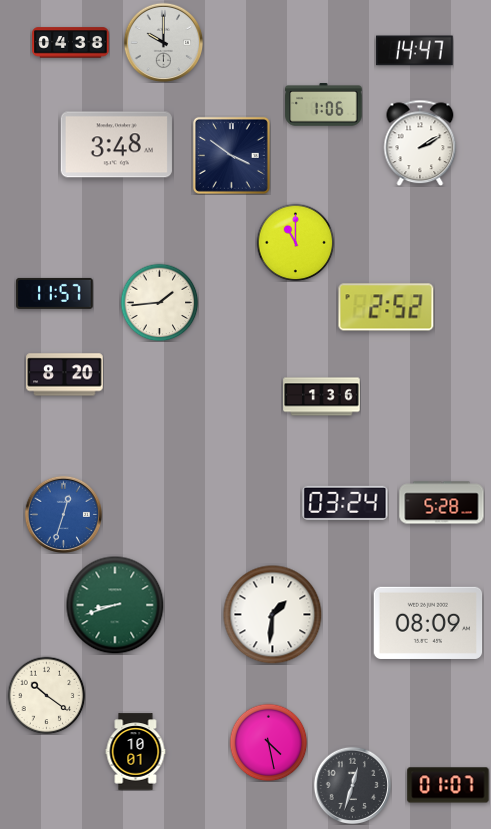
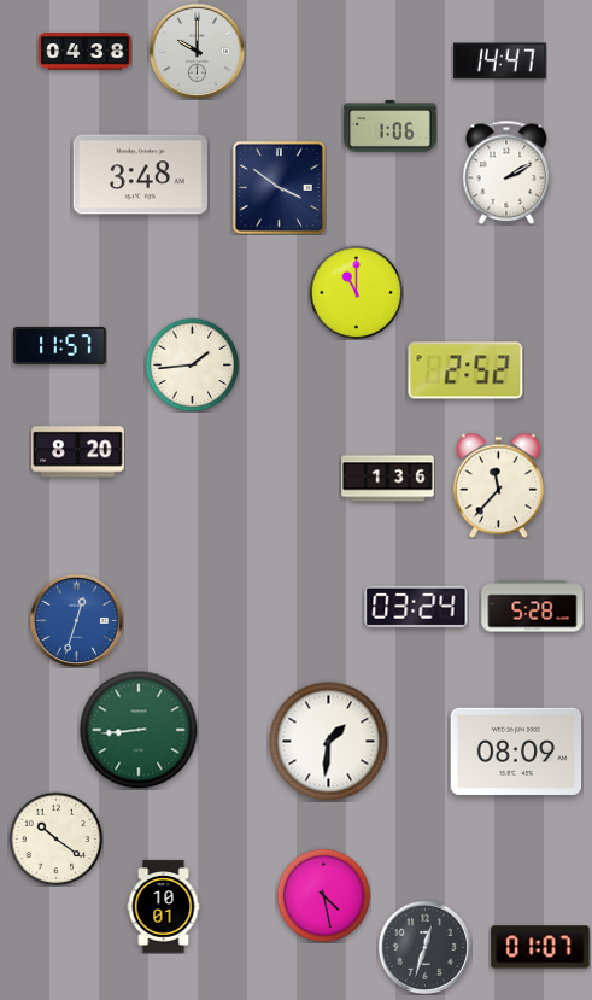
clock at (55, 293) position: (55, 293) -> (60, 345)
clock at (498, 485): none -> 11:37
clock at (115, 605): 8:42 -> 8:44
